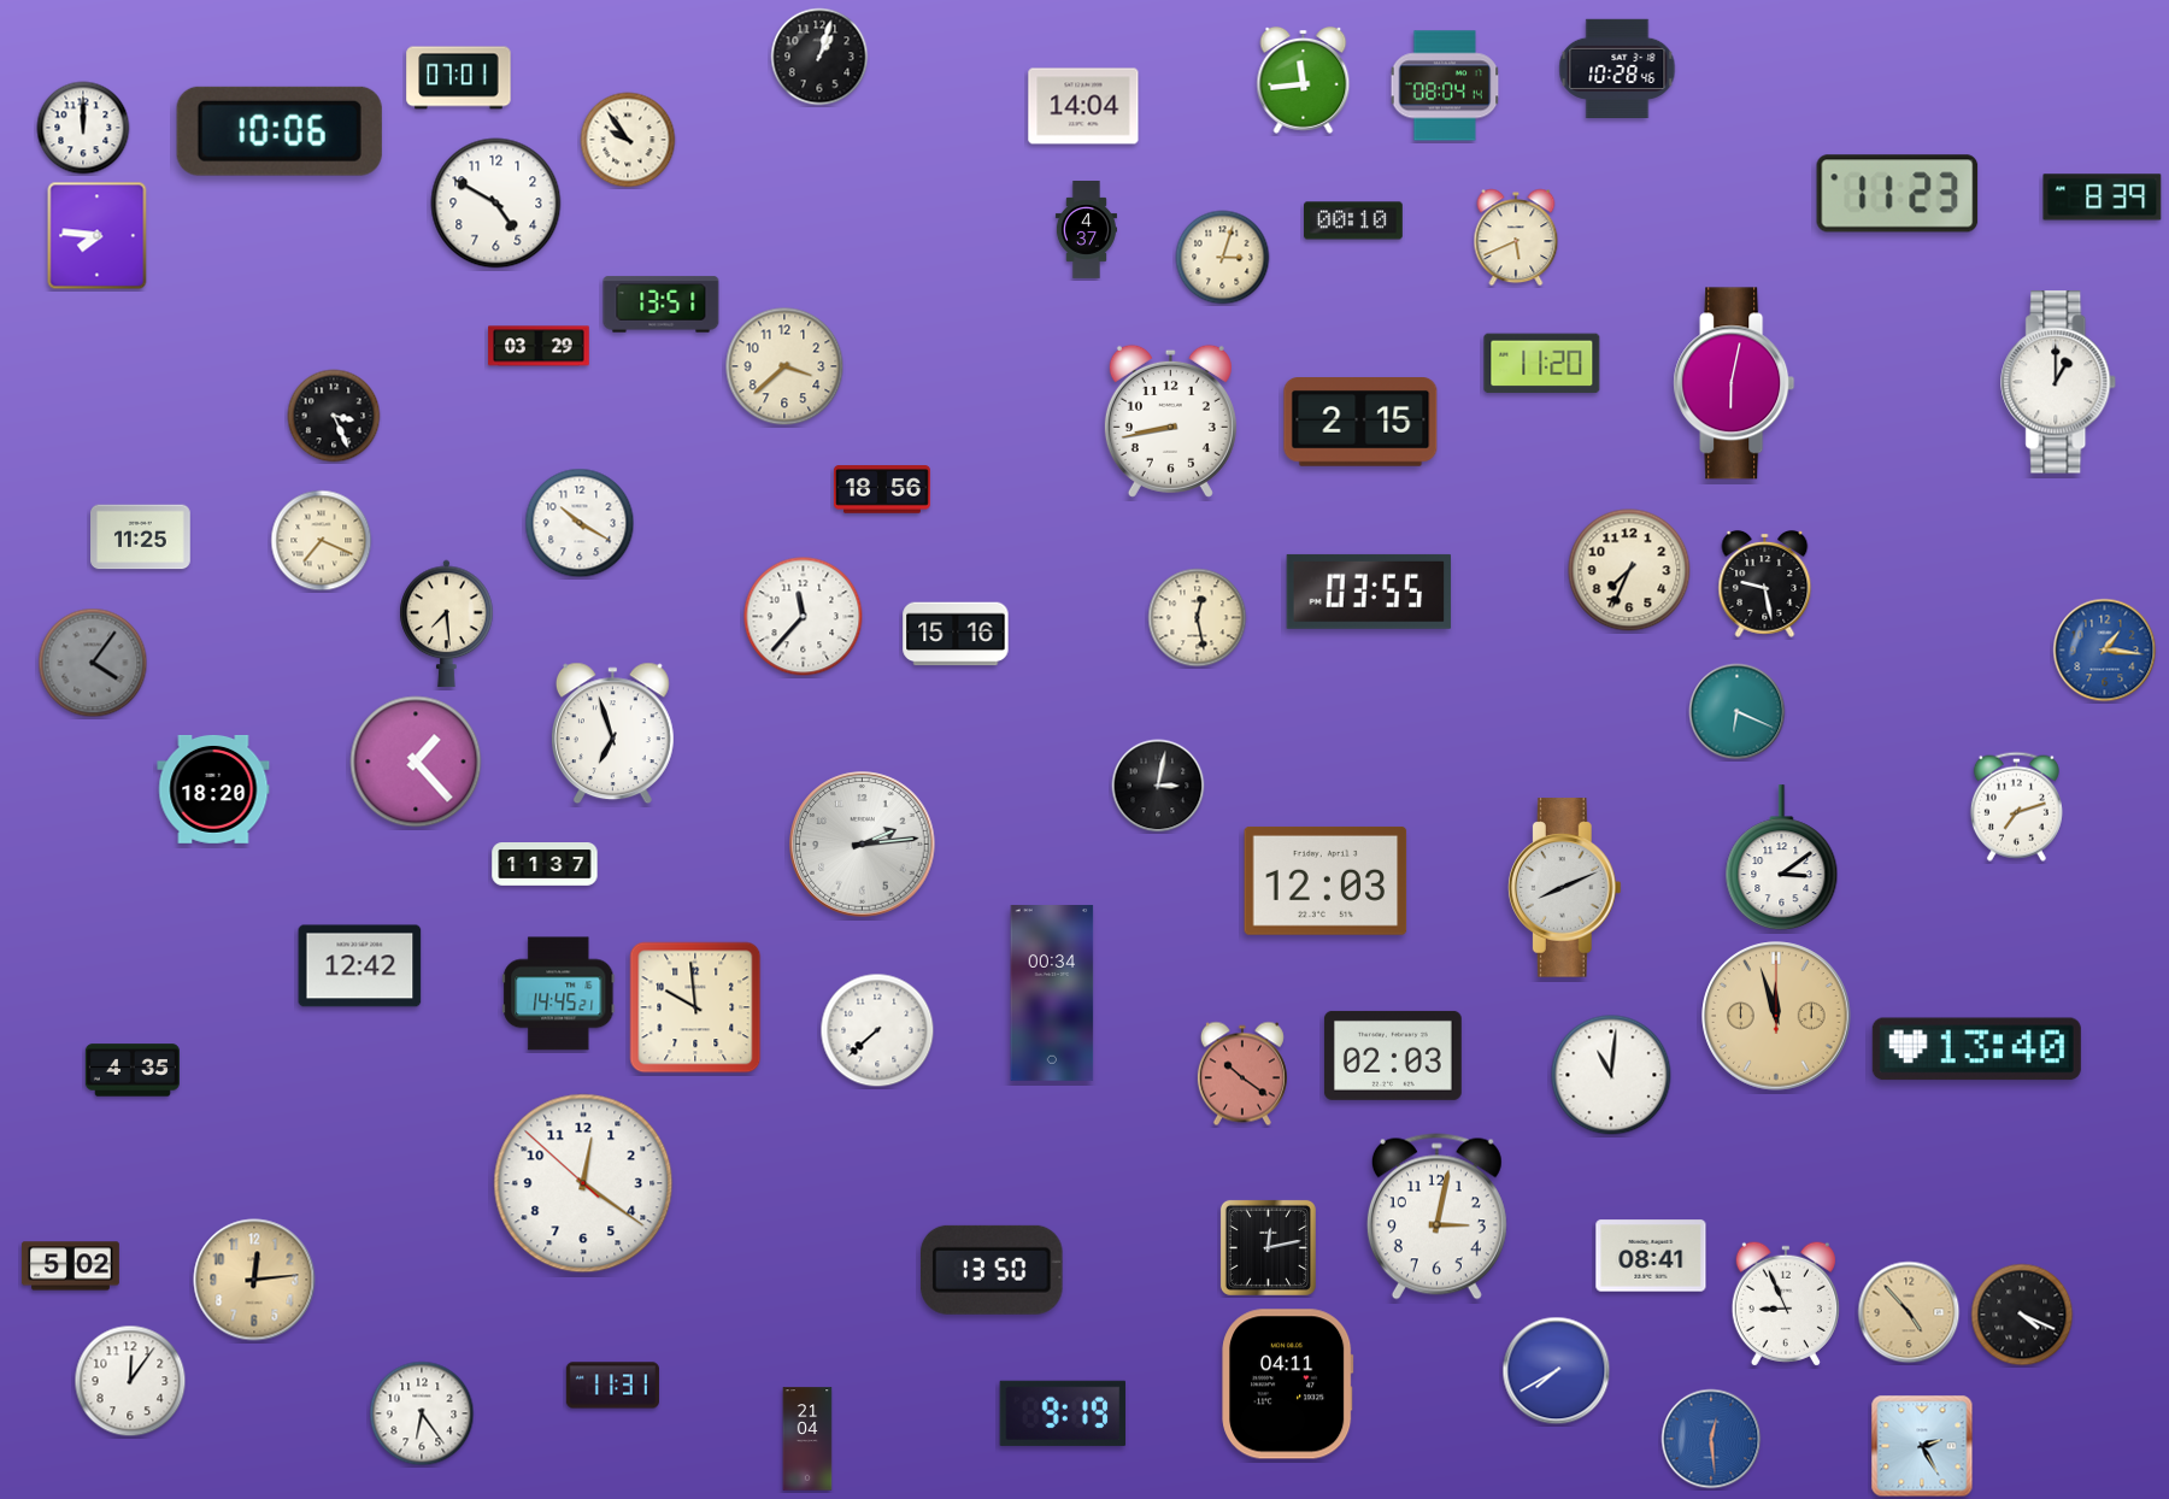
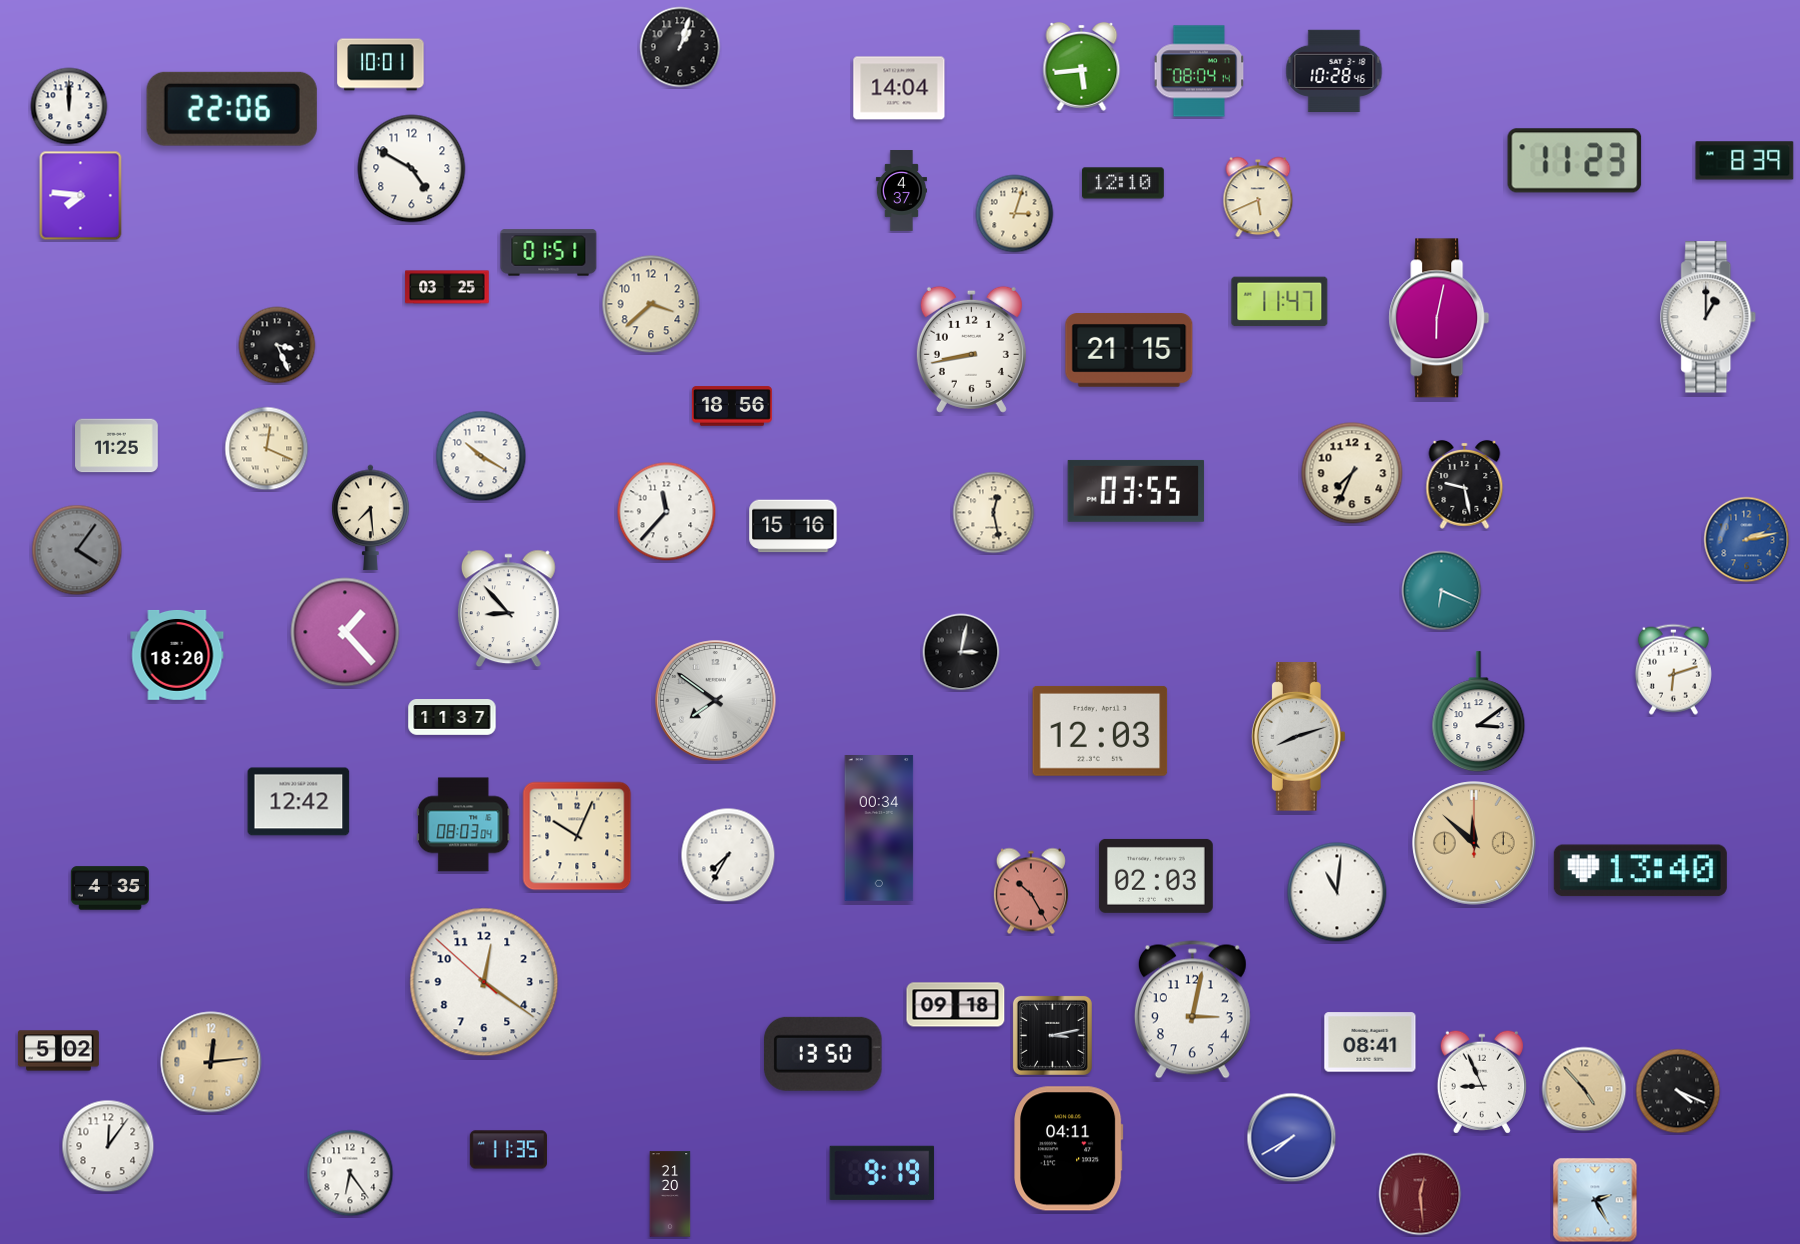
clock at (1617, 67) position: (1617, 67) -> (1334, 70)
clock at (459, 78): 07:01 -> 10:01
clock at (1304, 80): 11:44 -> 5:44
clock at (280, 131): 10:06 -> 22:06
clock at (628, 140): 9:54 -> none
clock at (2103, 198) position: (2103, 198) -> (1745, 161)
clock at (1354, 221): 00:10 -> 12:10
clock at (662, 305): 13:51 -> 01:51
clock at (539, 346): 03:29 -> 03:25
clock at (1542, 364): 11:20 -> 11:47
clock at (1360, 423): 2:15 -> 21:15
clock at (580, 523) position: (580, 523) -> (481, 456)
clock at (322, 541): 7:19 -> 12:19
clock at (2105, 651): 1:16 -> 2:13
clock at (612, 734): 6:57 -> 8:53
clock at (2016, 806): 7:12 -> 6:12
clock at (863, 845): 2:14 -> 7:51
clock at (1564, 888): 8:11 -> 8:12
clock at (559, 994): 14:45 -> 08:03
clock at (1052, 994) position: (1052, 994) -> (879, 829)
clock at (695, 1007): 9:59 -> 10:04
clock at (1776, 1016): 11:57 -> 11:52
clock at (877, 1030): 7:38 -> 7:35
clock at (1242, 1074): 10:21 -> 10:25
clock at (956, 1005): none -> 09:18
clock at (1268, 1247): 12:13 -> 3:13
clock at (612, 1386): 11:31 -> 11:35
clock at (807, 1439): 21:04 -> 21:20
clock at (1711, 1439) dial: blue -> burgundy
